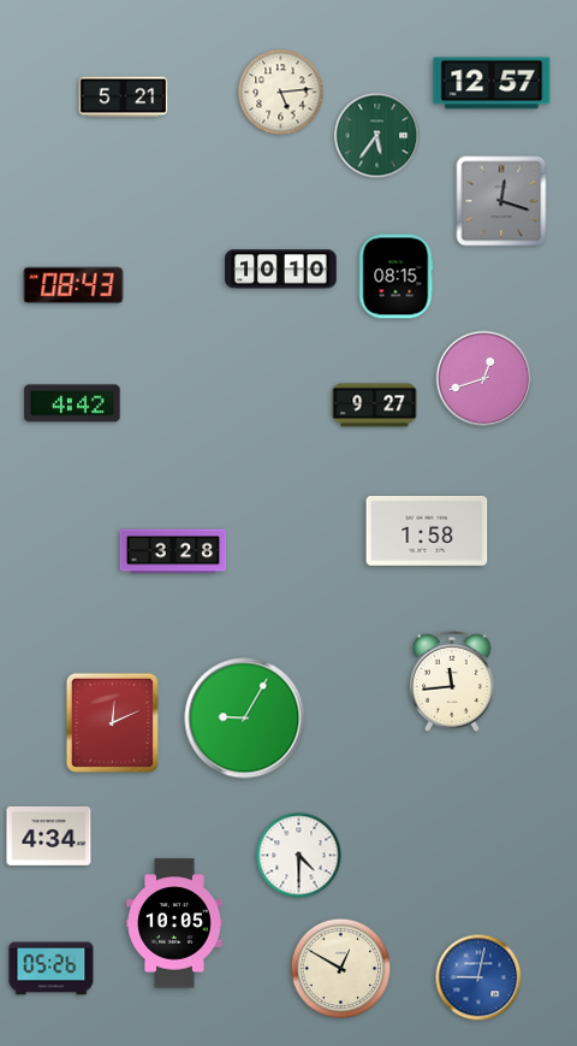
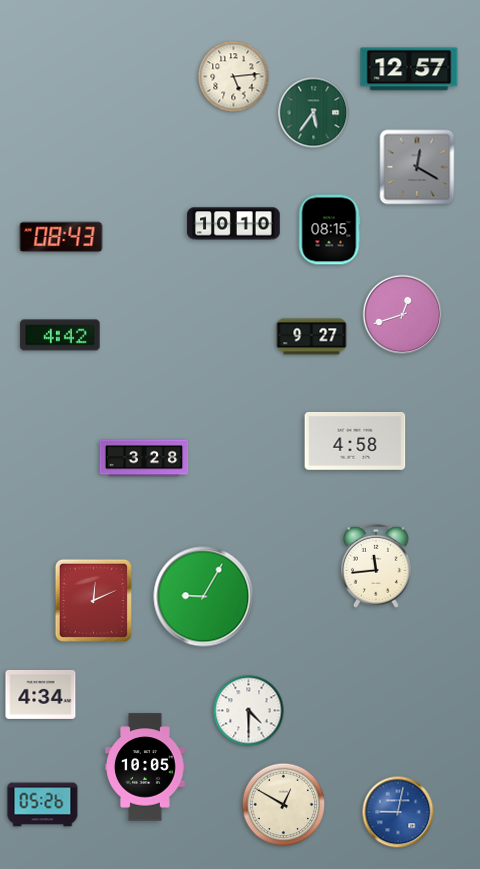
clock at (124, 97): 5:21 -> none
clock at (501, 201): 12:18 -> 12:20
clock at (427, 532): 1:58 -> 4:58
